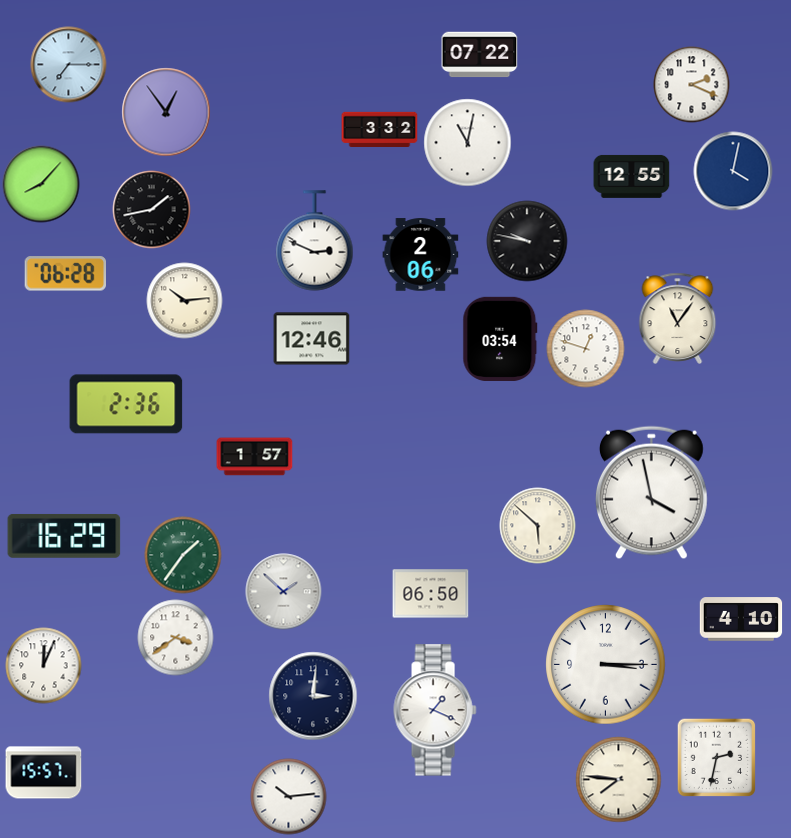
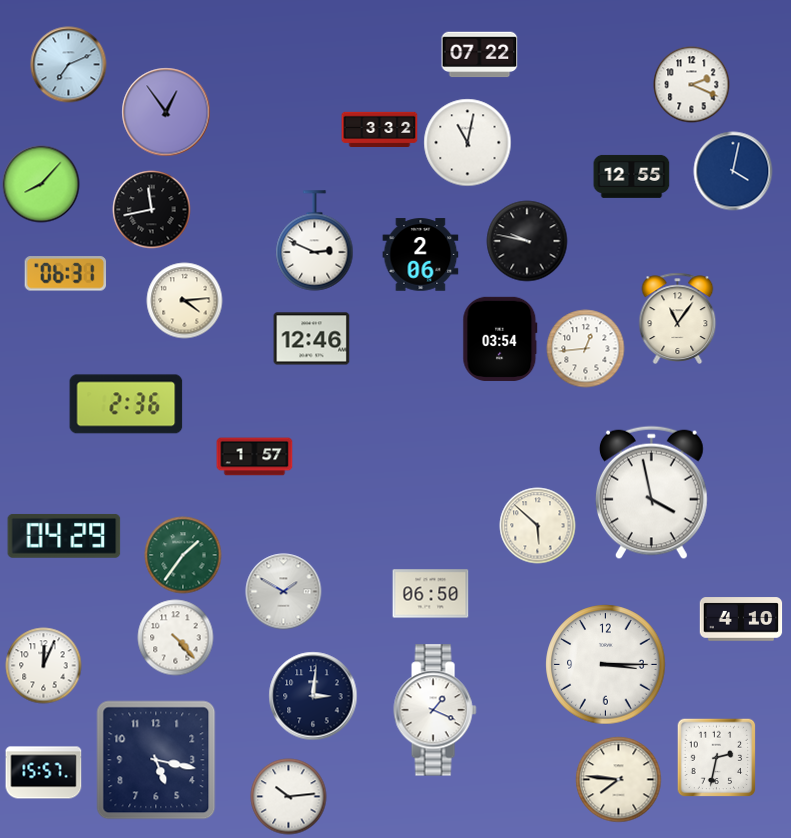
clock at (69, 65): 7:15 -> 7:11
clock at (152, 210): 1:43 -> 11:43
clock at (65, 274): 06:28 -> 06:31
clock at (185, 301): 10:14 -> 4:14
clock at (586, 349): 12:48 -> 12:44
clock at (64, 536): 16:29 -> 04:29
clock at (284, 592): 1:52 -> 1:50
clock at (176, 638): 3:39 -> 4:23
clock at (156, 760): none -> 5:17
